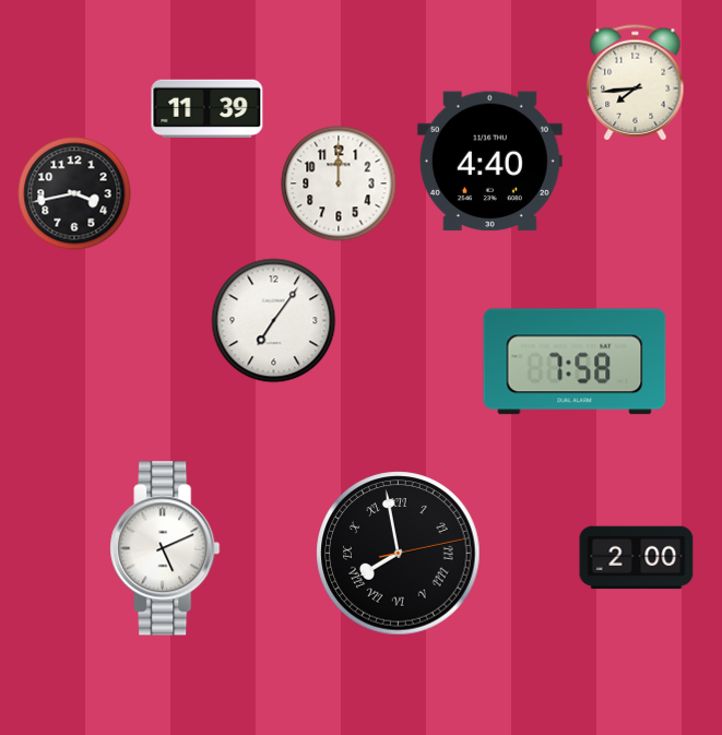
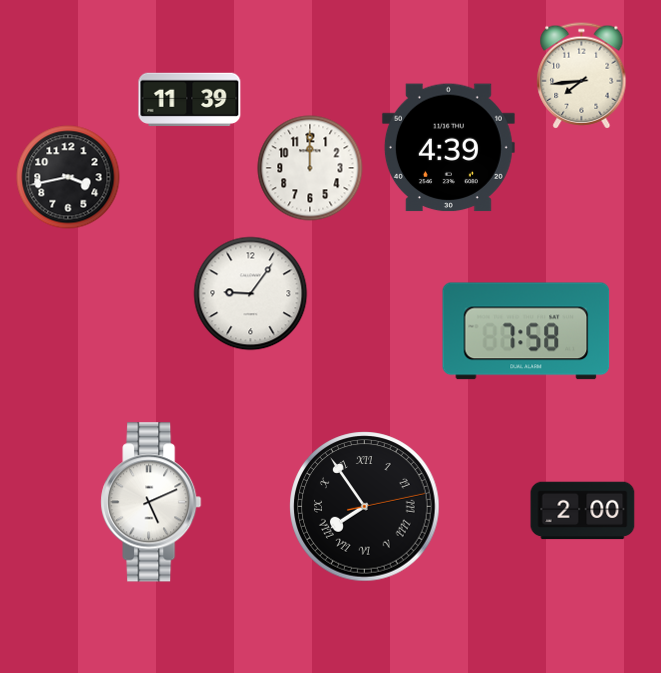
clock at (489, 162): 4:40 -> 4:39
clock at (274, 321): 7:06 -> 9:06
clock at (399, 554): 7:58 -> 7:54
